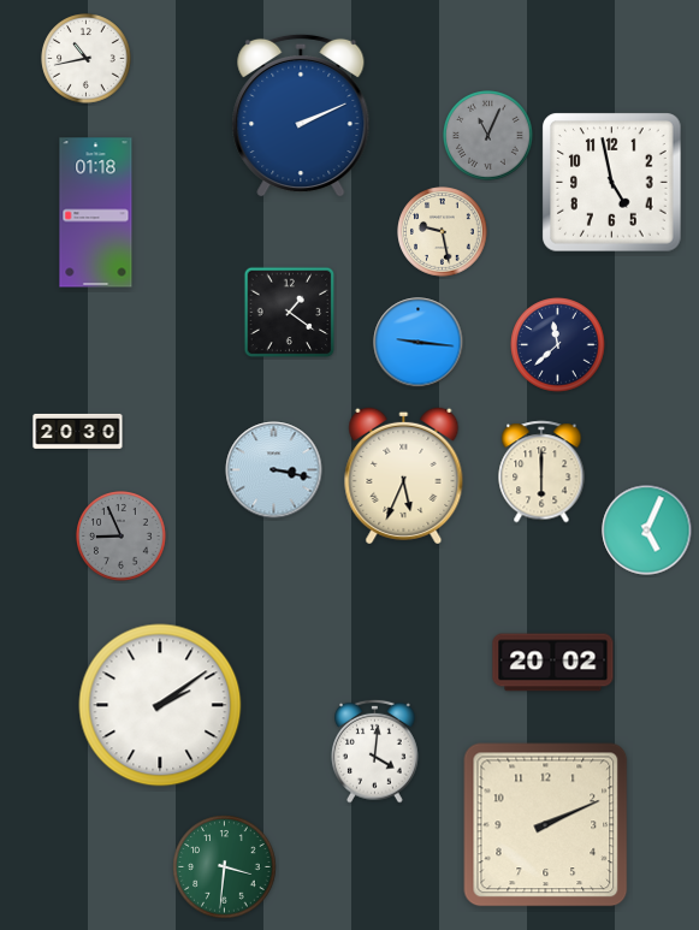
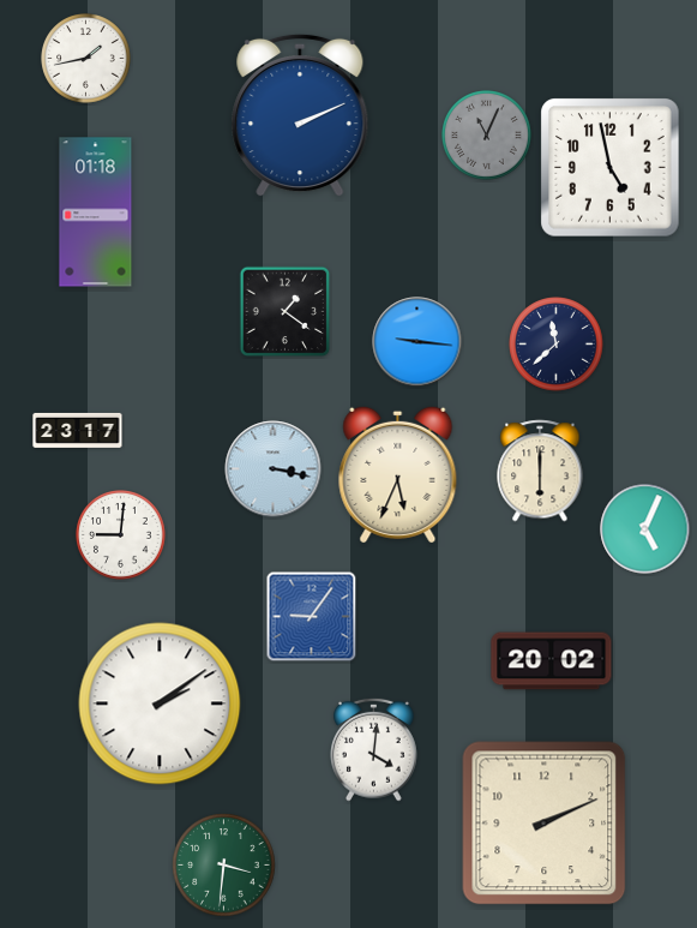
clock at (87, 59): 10:43 -> 1:43
clock at (612, 183) position: (612, 183) -> (611, 168)
clock at (443, 232): 9:28 -> none
clock at (290, 313) position: (290, 313) -> (286, 312)
clock at (78, 431): 20:30 -> 23:17
clock at (404, 475) position: (404, 475) -> (398, 474)
clock at (122, 537): 8:56 -> 9:01
clock at (122, 537) dial: grey -> white
clock at (312, 617): none -> 9:06
